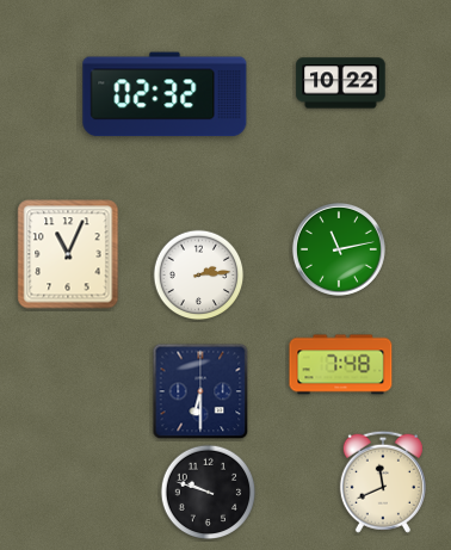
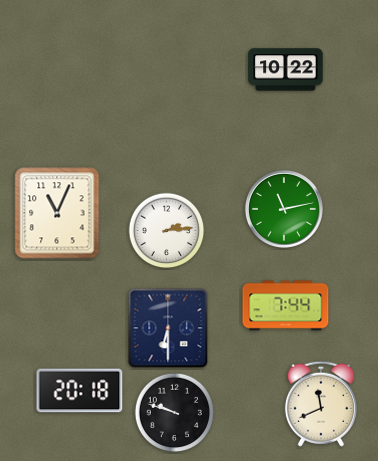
clock at (165, 94): 02:32 -> none
clock at (341, 365): 7:48 -> 7:44
clock at (80, 391): none -> 20:18
